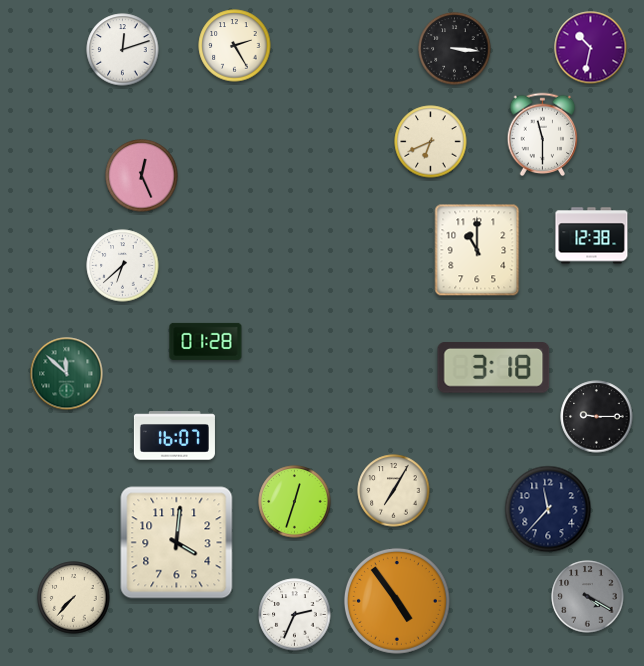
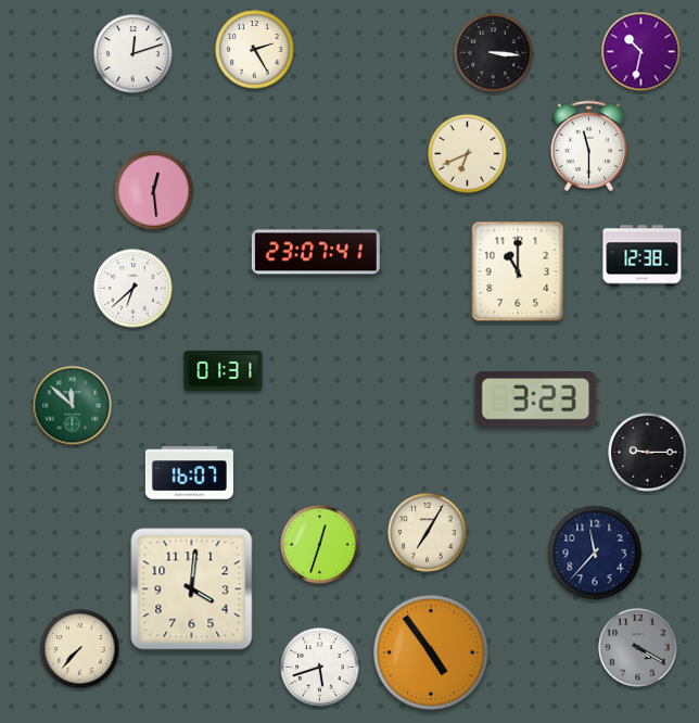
clock at (142, 176): 12:26 -> 12:29
clock at (316, 252): none -> 23:07
clock at (206, 341): 01:28 -> 01:31
clock at (494, 368): 3:18 -> 3:23
clock at (295, 615): 2:34 -> 5:42
